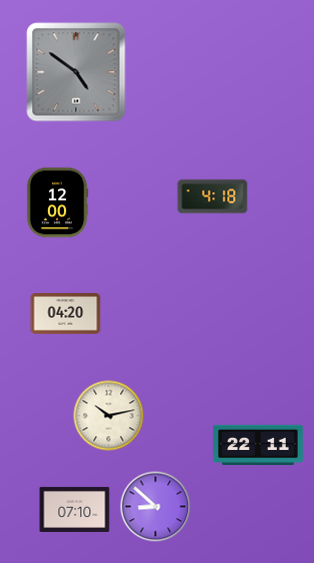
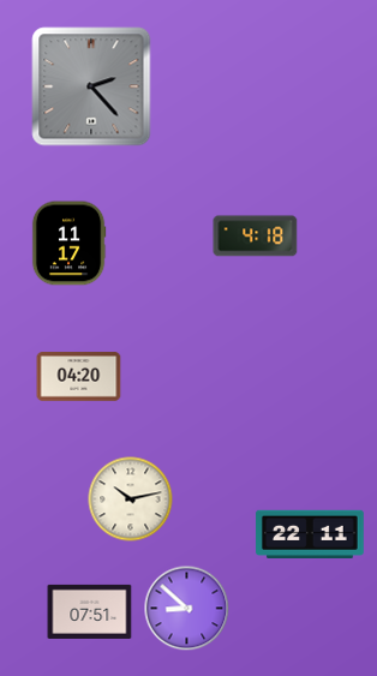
clock at (76, 72): 4:51 -> 2:23
clock at (57, 203): 12:00 -> 11:17
clock at (75, 509): 07:10 -> 07:51
